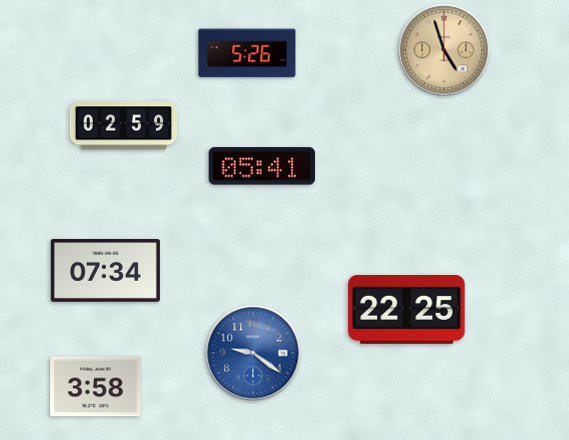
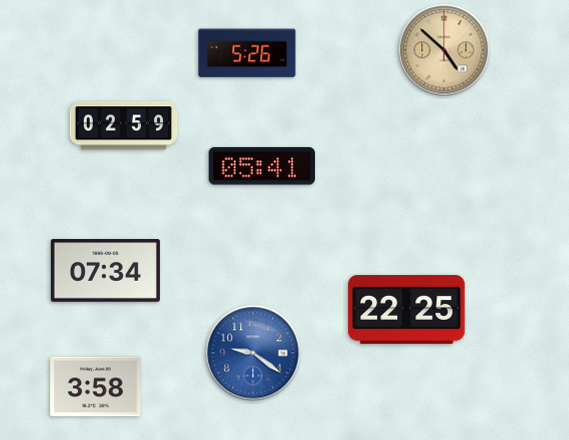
clock at (444, 50): 4:57 -> 4:52
